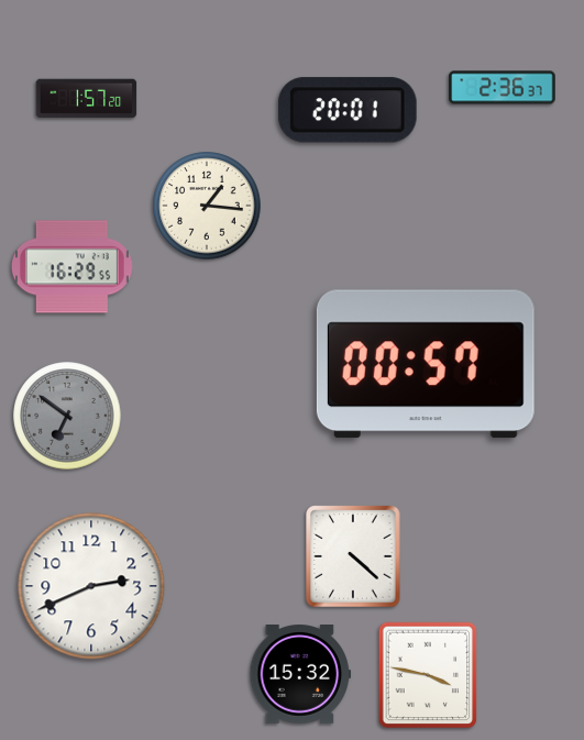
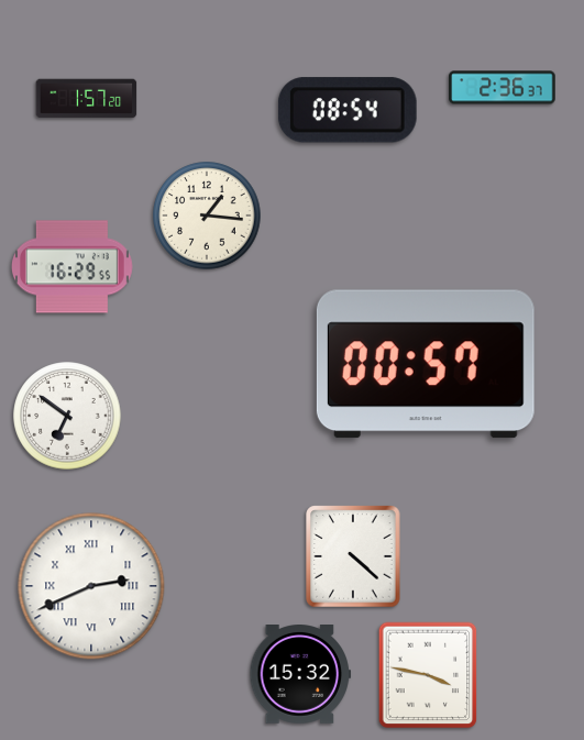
clock at (348, 110): 20:01 -> 08:54
clock at (207, 206) position: (207, 206) -> (207, 216)
clock at (67, 416) dial: grey -> white
clock at (91, 586) numerals: Arabic -> Roman
